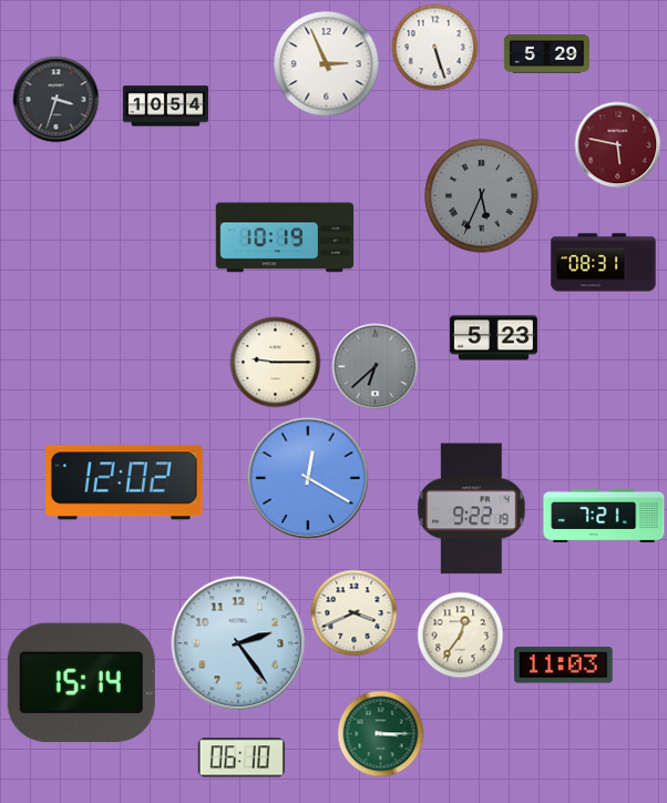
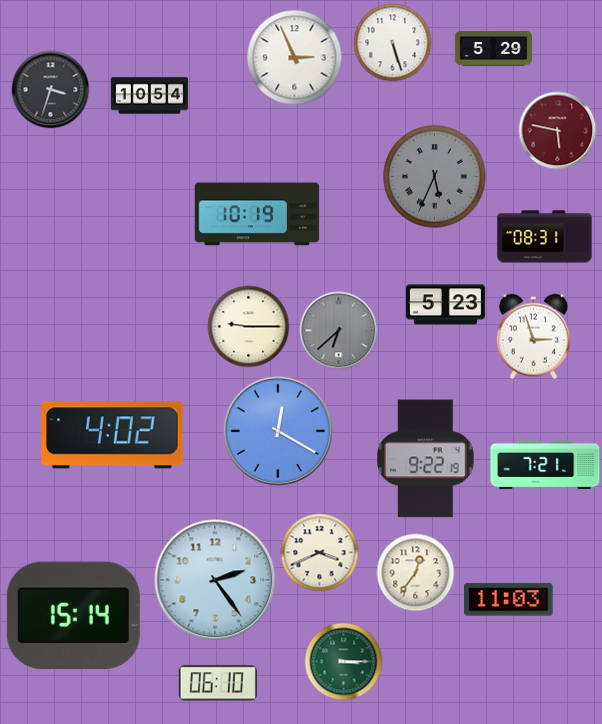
clock at (533, 336): none -> 2:57
clock at (125, 482): 12:02 -> 4:02
